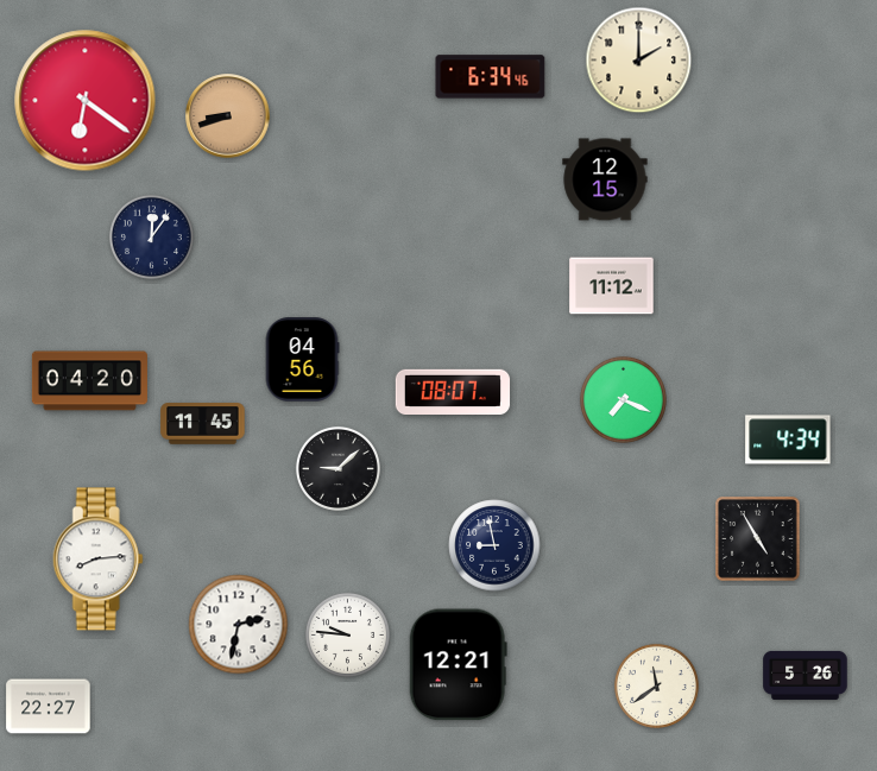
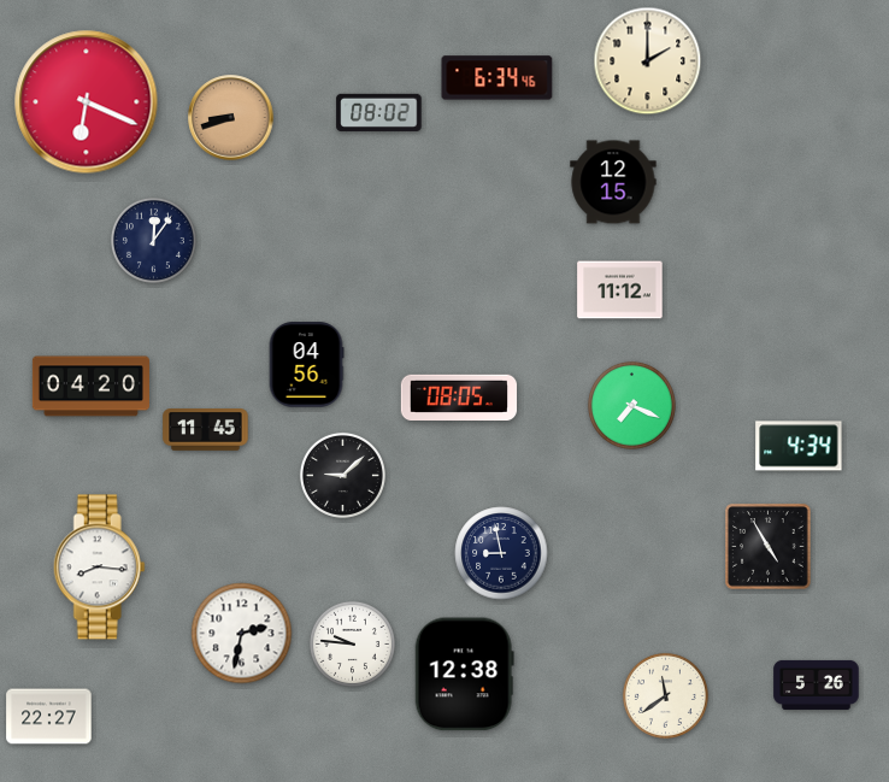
clock at (86, 101): 6:21 -> 6:19
clock at (379, 112): none -> 08:02
clock at (453, 391): 08:07 -> 08:05
clock at (97, 560): 8:14 -> 8:16
clock at (458, 665): 12:21 -> 12:38
